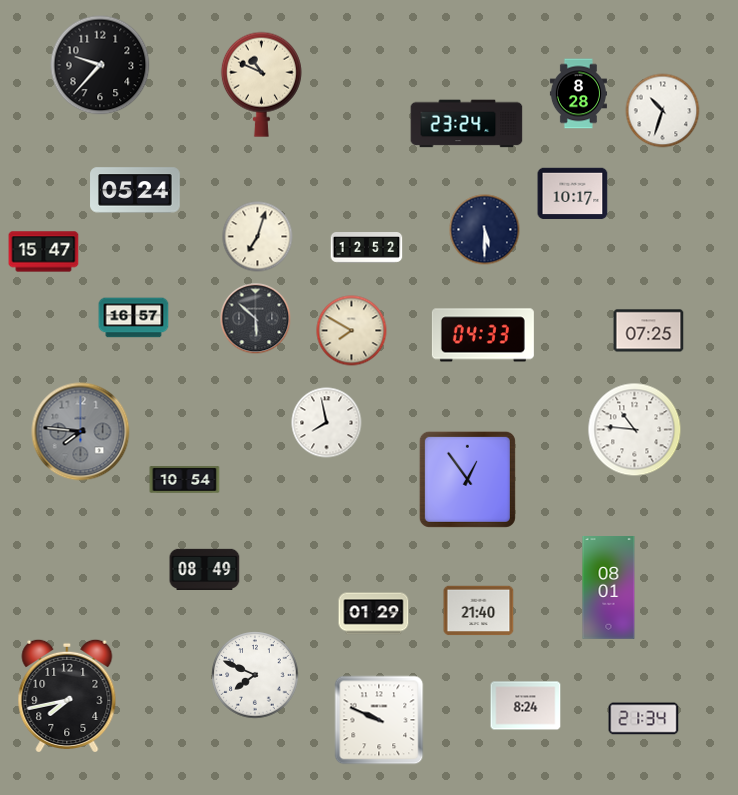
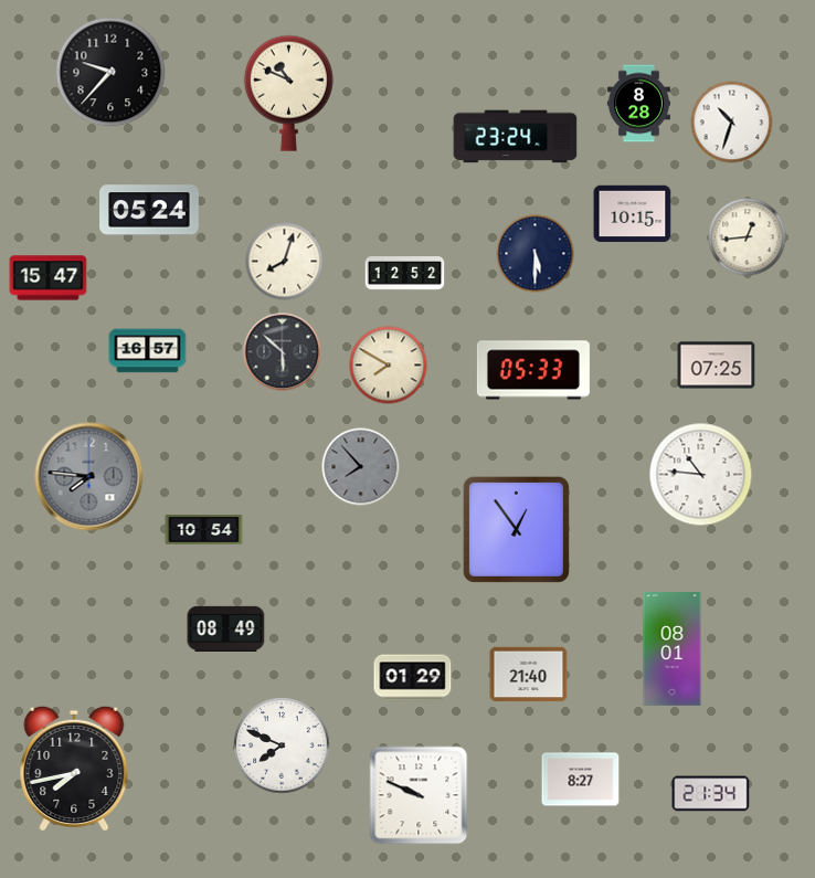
clock at (573, 194): 10:17 -> 10:15
clock at (748, 237): none -> 12:44
clock at (258, 237): 7:03 -> 8:03
clock at (483, 335): 04:33 -> 05:33
clock at (327, 423): 7:58 -> 7:53
clock at (327, 423) dial: white -> grey
clock at (526, 706): 8:24 -> 8:27
